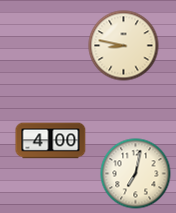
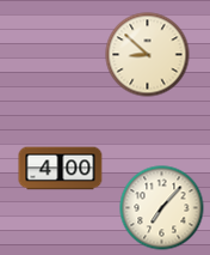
clock at (124, 46): 8:47 -> 8:52
clock at (136, 174): 7:02 -> 7:07
